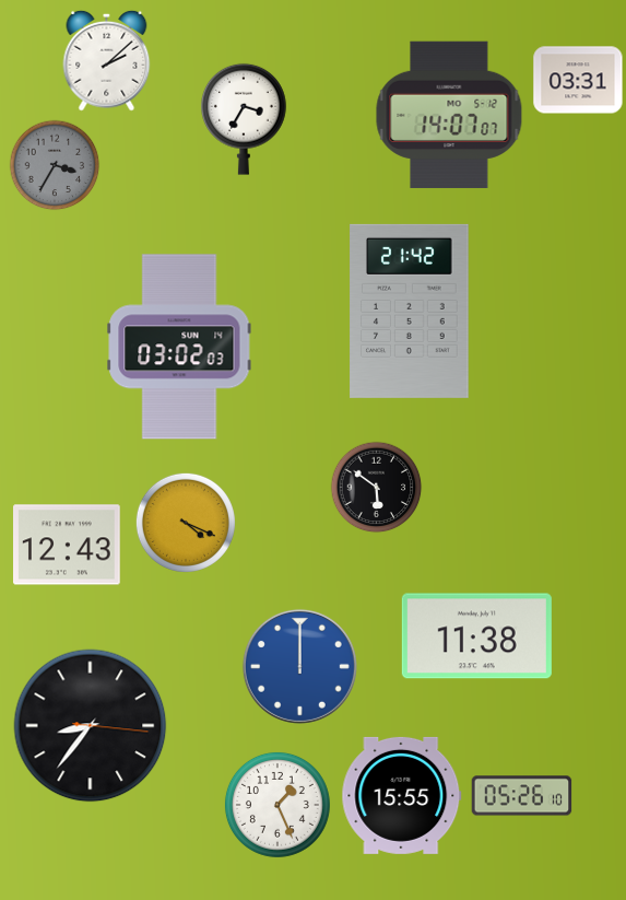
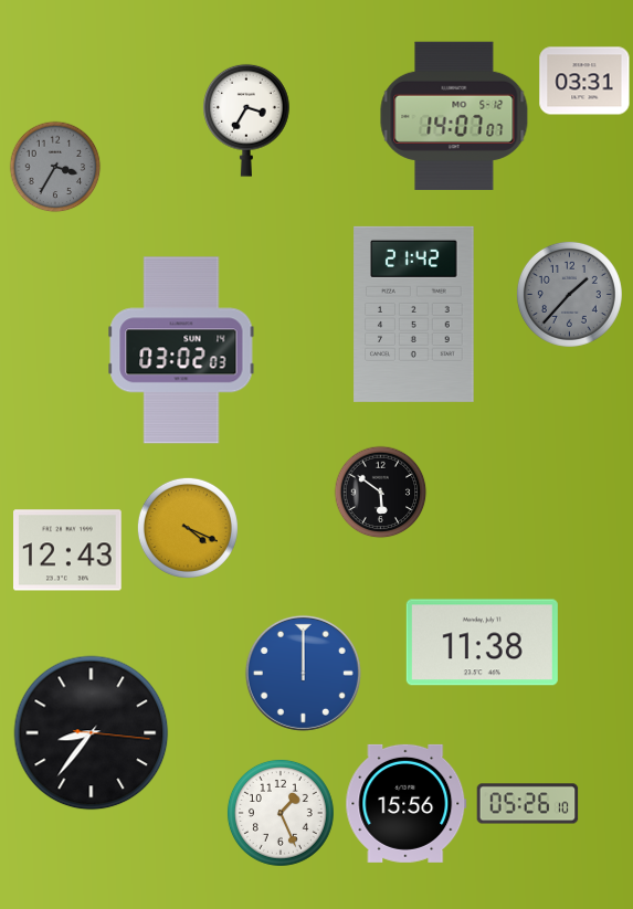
clock at (107, 60): 2:08 -> none
clock at (569, 294): none -> 1:37
clock at (402, 795): 15:55 -> 15:56
